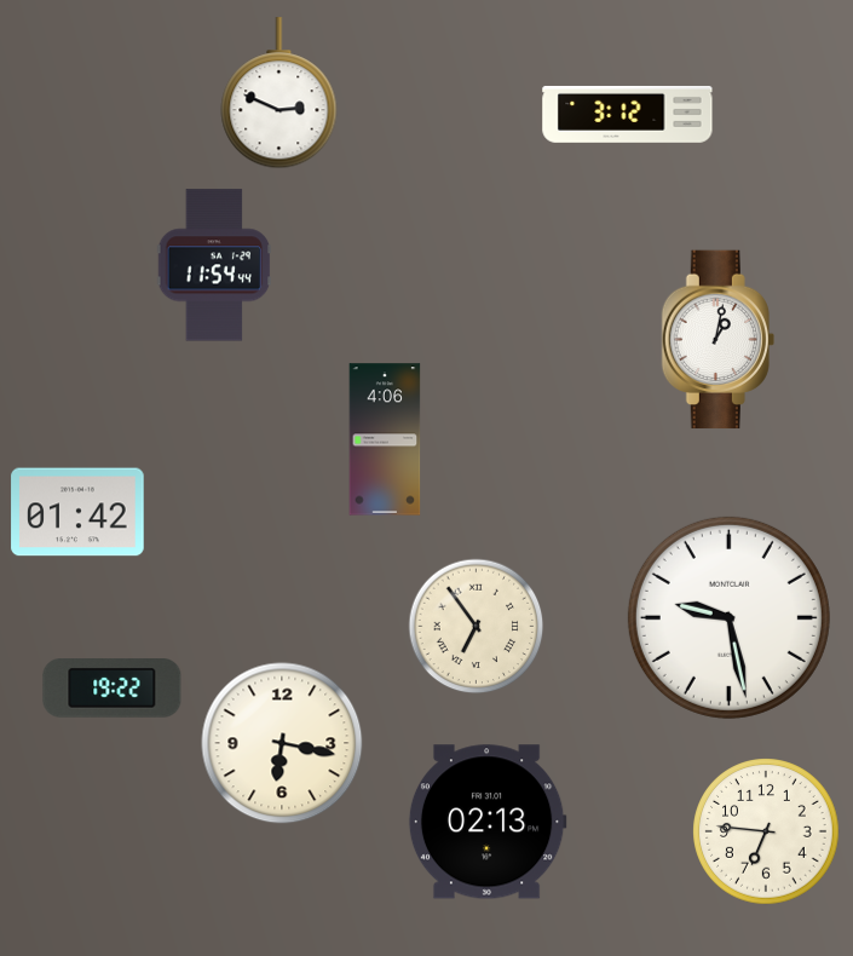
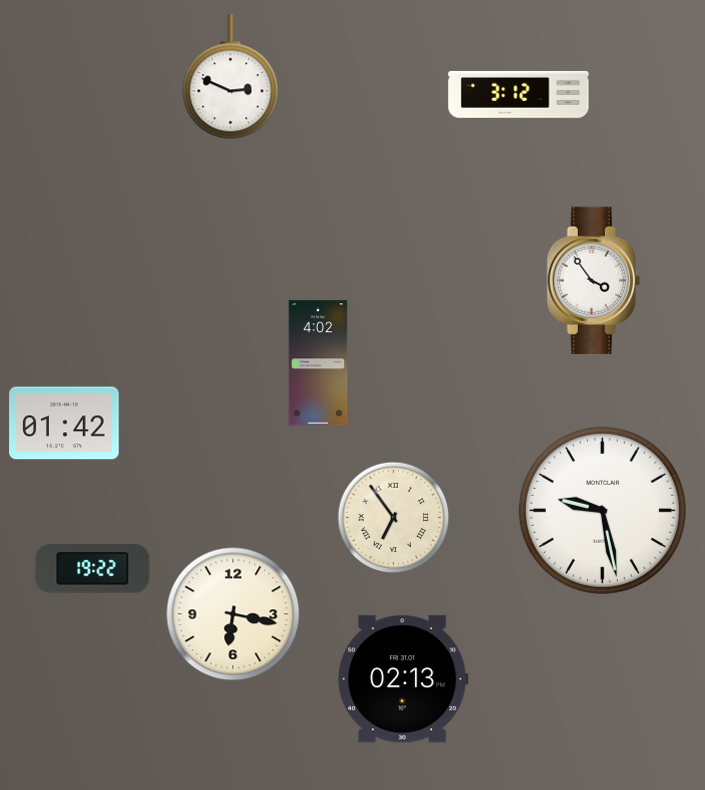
clock at (214, 265): 11:54 -> none
clock at (717, 340): 1:02 -> 3:54
clock at (385, 439): 4:06 -> 4:02
clock at (766, 831): 6:46 -> none
